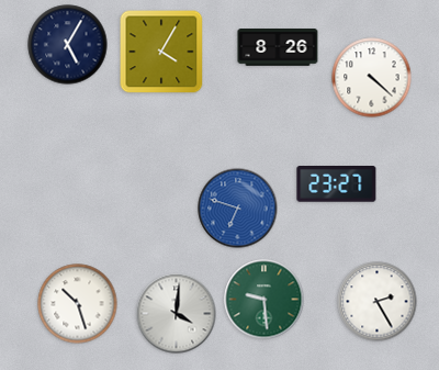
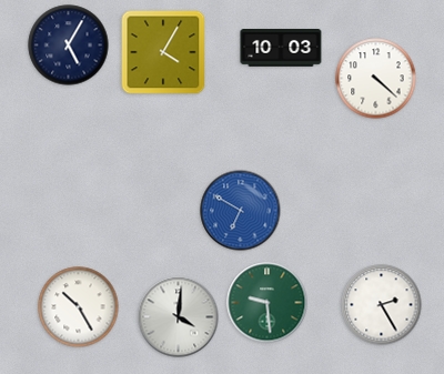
clock at (278, 48): 8:26 -> 10:03
clock at (337, 184): 23:27 -> none
clock at (238, 209): 6:48 -> 6:50
clock at (78, 304): 10:27 -> 10:25
